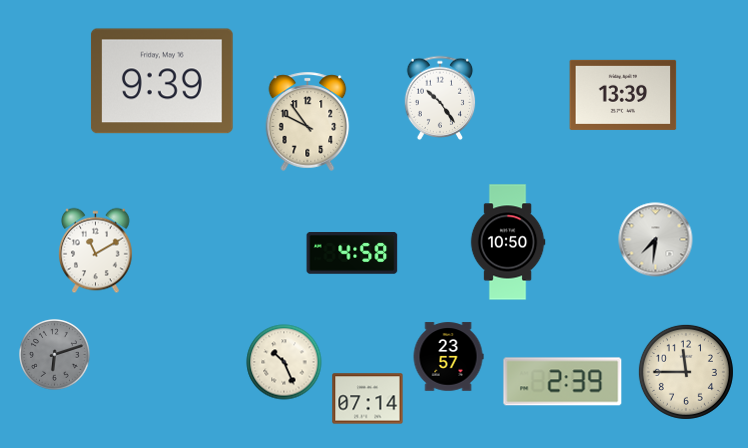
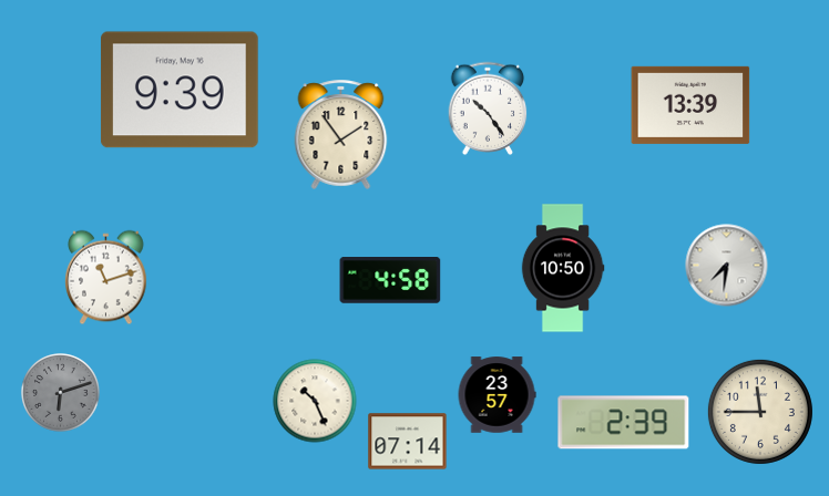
clock at (308, 121): 9:54 -> 1:54
clock at (96, 251): 11:10 -> 11:12
